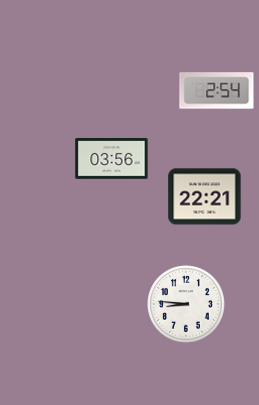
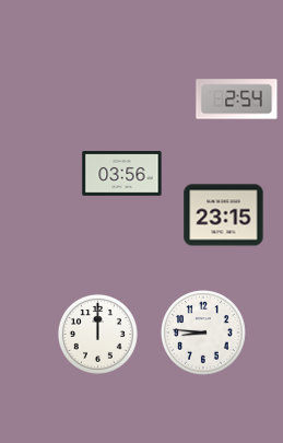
clock at (205, 197): 22:21 -> 23:15
clock at (97, 334): none -> 12:00
